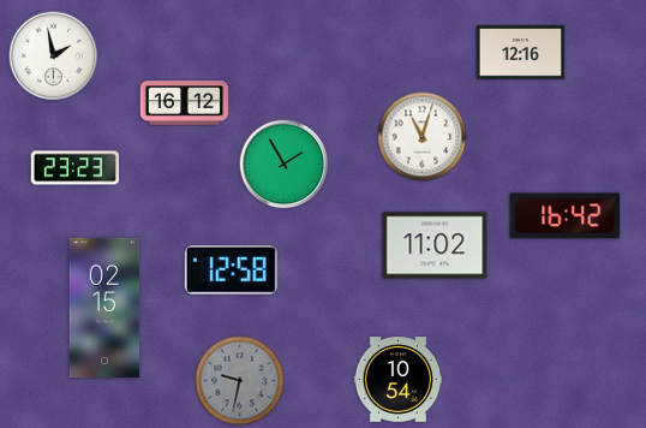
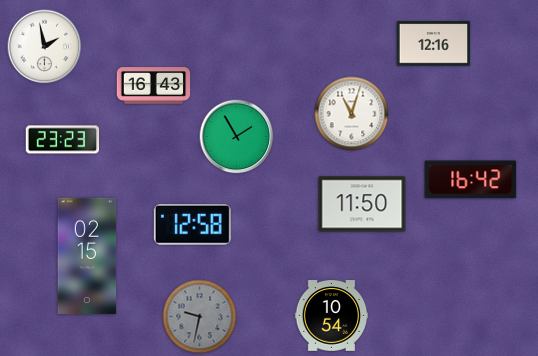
clock at (185, 103): 16:12 -> 16:43
clock at (435, 245): 11:02 -> 11:50
